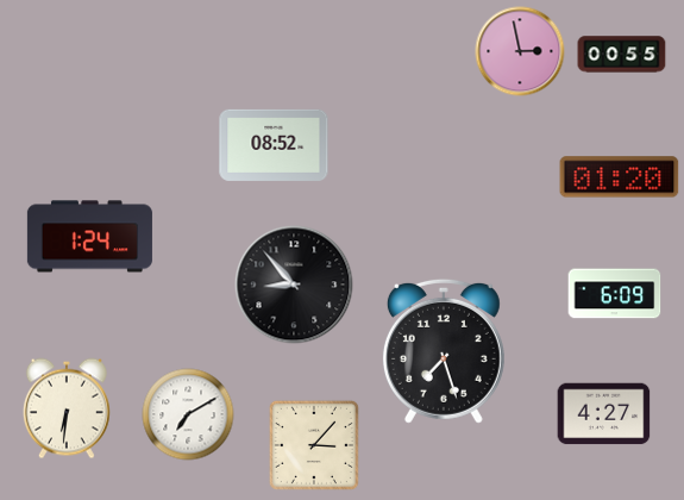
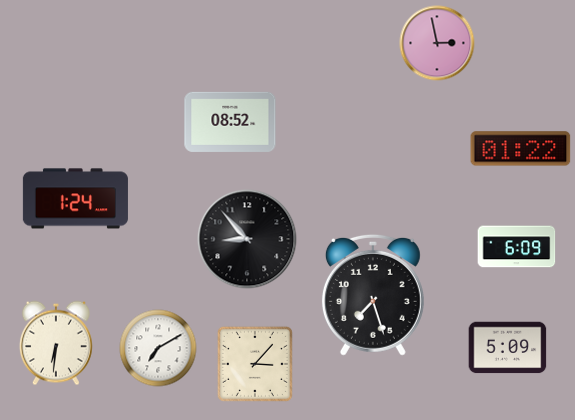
clock at (622, 55): 00:55 -> none
clock at (620, 177): 01:20 -> 01:22
clock at (604, 414): 4:27 -> 5:09
clock at (314, 445) position: (314, 445) -> (255, 364)
